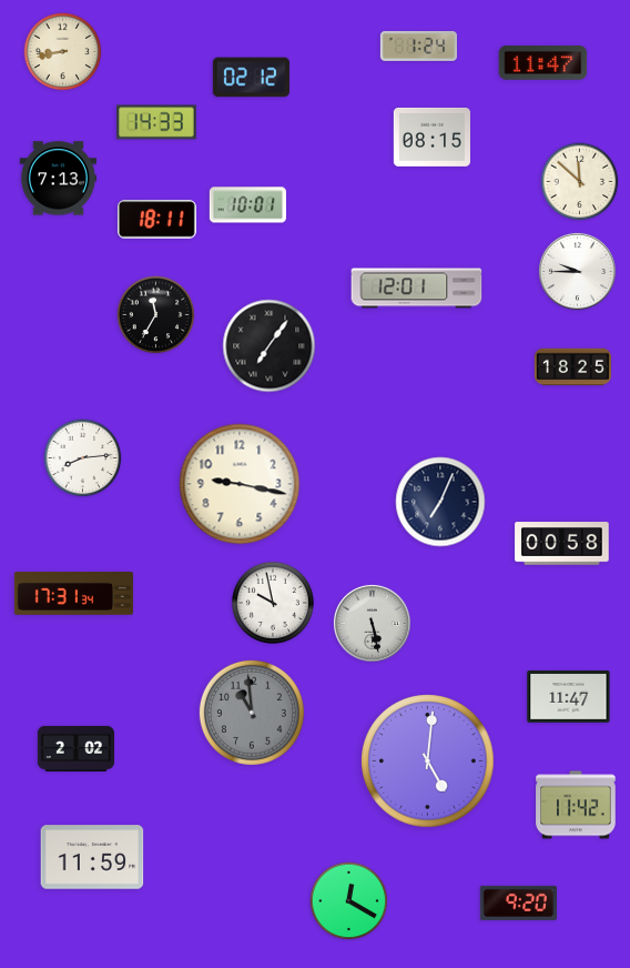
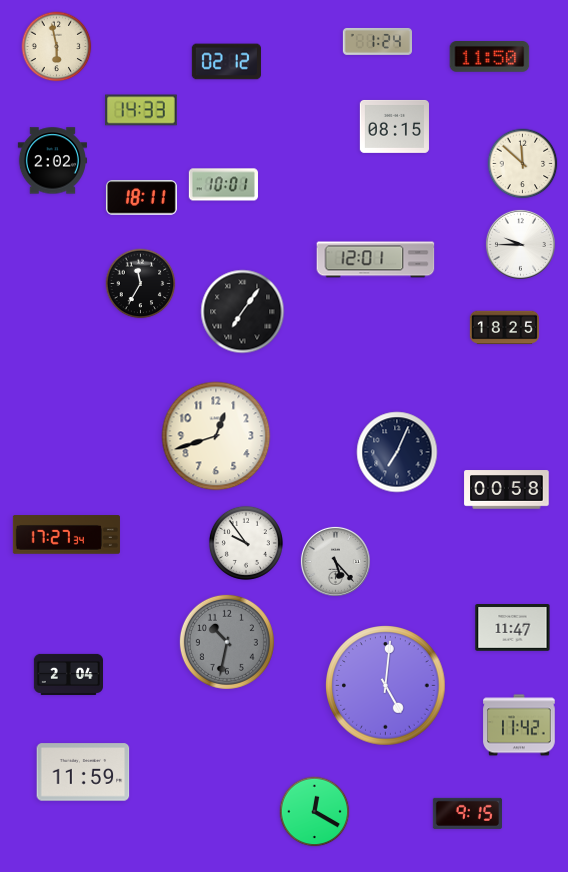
clock at (63, 52): 8:43 -> 5:58
clock at (543, 63): 11:47 -> 11:50
clock at (251, 78) position: (251, 78) -> (226, 62)
clock at (431, 137) position: (431, 137) -> (394, 126)
clock at (58, 179): 7:13 -> 2:02
clock at (572, 367) position: (572, 367) -> (504, 328)
clock at (83, 458): 8:14 -> none
clock at (240, 484): 9:17 -> 12:42
clock at (73, 594): 17:31 -> 17:27
clock at (273, 603): 9:58 -> 9:54
clock at (372, 623): 5:28 -> 5:23
clock at (252, 713): 10:59 -> 10:32
clock at (75, 748): 2:02 -> 2:04
clock at (518, 903): 9:20 -> 9:15
